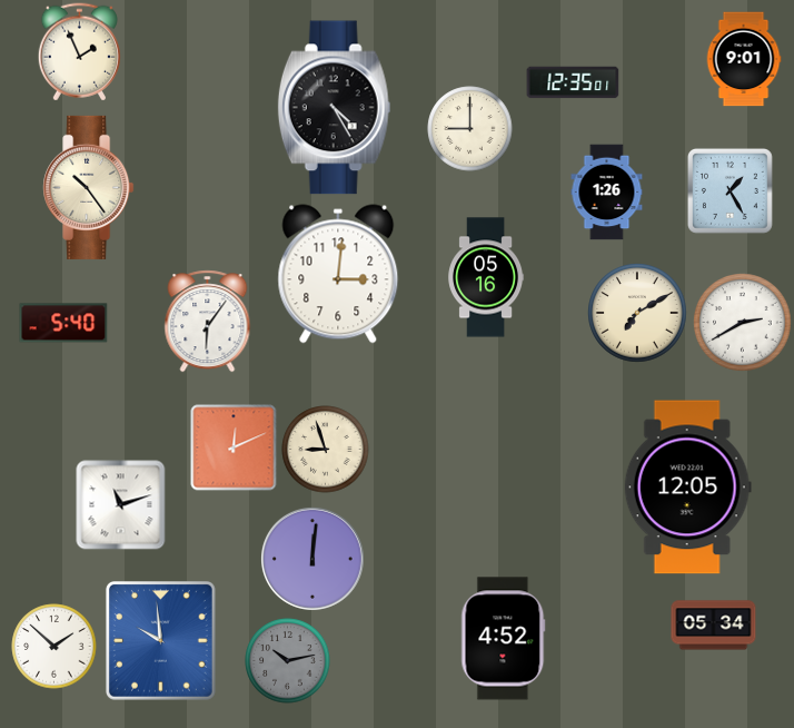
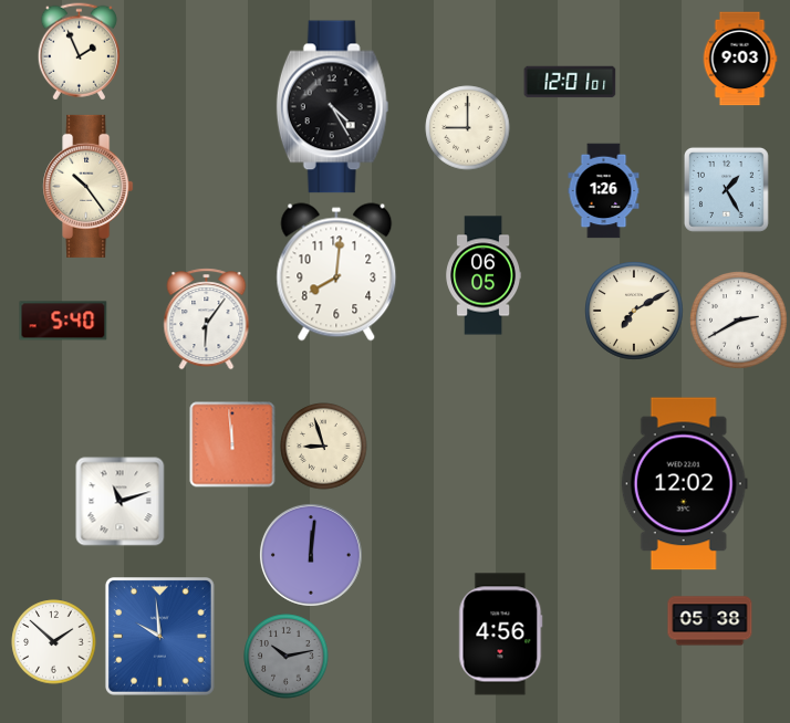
clock at (744, 59): 9:01 -> 9:03
clock at (573, 82): 12:35 -> 12:01
clock at (338, 274): 3:01 -> 8:01
clock at (486, 277): 05:16 -> 06:05
clock at (234, 447): 12:11 -> 11:59
clock at (687, 488): 12:05 -> 12:02
clock at (714, 626): 05:34 -> 05:38
clock at (504, 639): 4:52 -> 4:56
